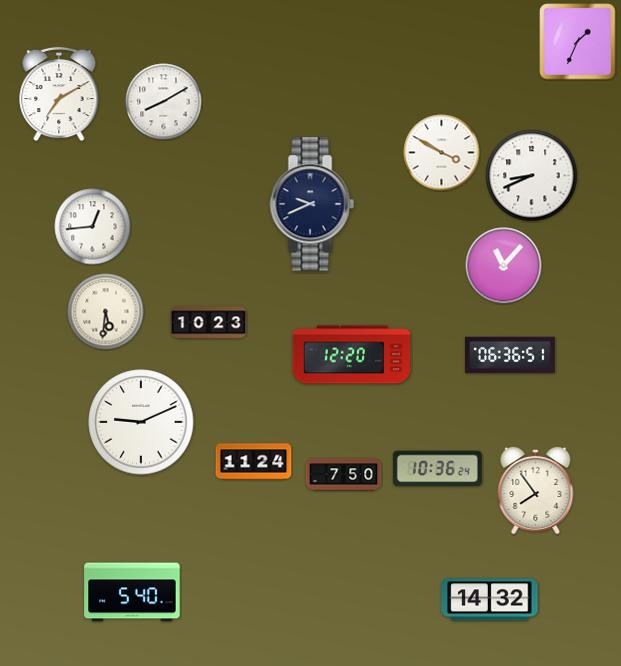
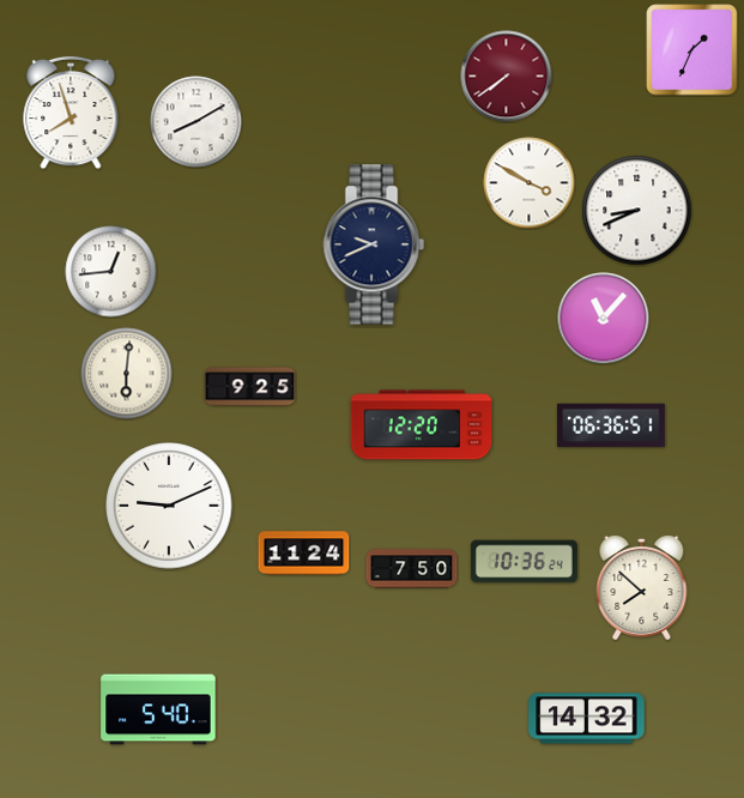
clock at (507, 77): none -> 7:39
clock at (59, 94): 7:10 -> 7:57
clock at (106, 312): 5:31 -> 6:01
clock at (209, 323): 10:23 -> 9:25
clock at (536, 490): 7:54 -> 7:52
